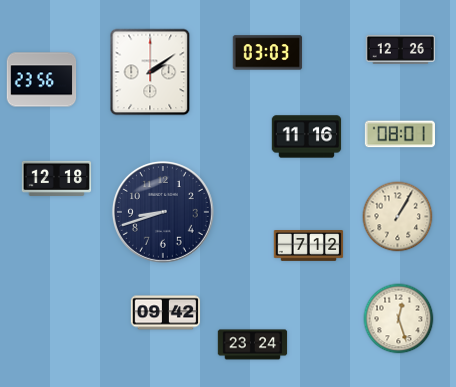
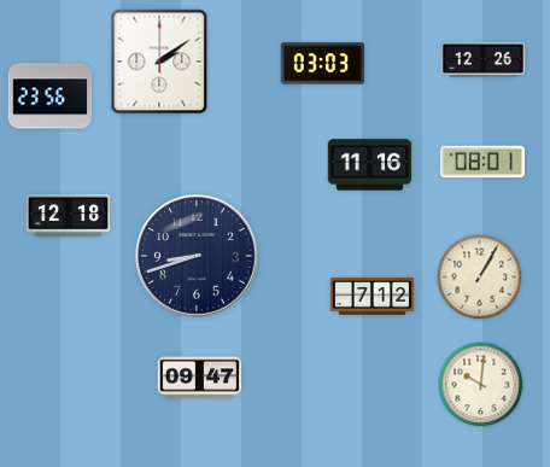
clock at (150, 72) position: (150, 72) -> (159, 62)
clock at (398, 217) position: (398, 217) -> (480, 278)
clock at (166, 313): 09:42 -> 09:47
clock at (399, 319): 12:27 -> 10:01
clock at (253, 345): 23:24 -> none
